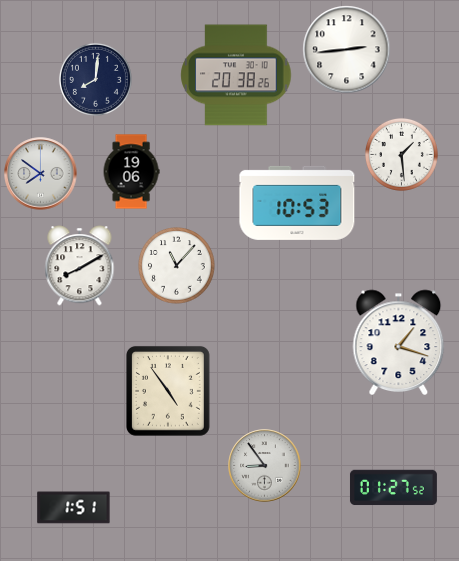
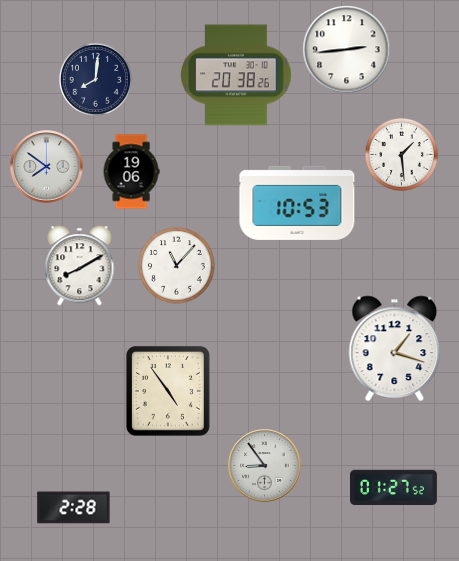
clock at (41, 174) position: (41, 174) -> (47, 167)
clock at (399, 342) position: (399, 342) -> (395, 348)
clock at (74, 508): 1:51 -> 2:28
